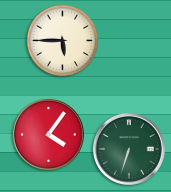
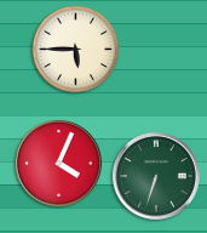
clock at (48, 134): 4:06 -> 4:04
clock at (129, 149) position: (129, 149) -> (156, 176)
